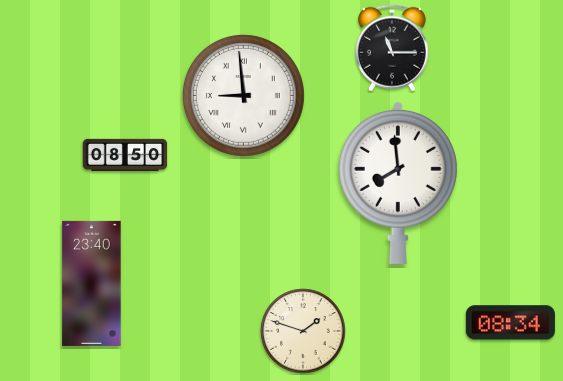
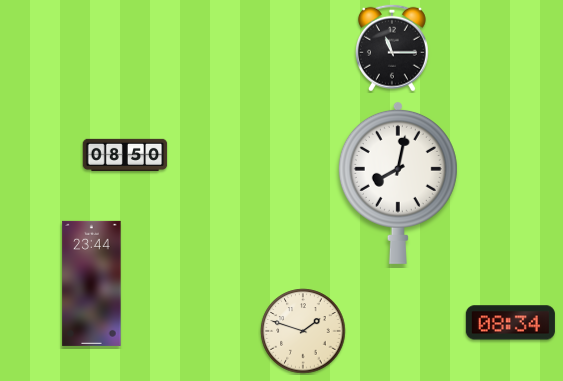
clock at (243, 95): 8:59 -> none
clock at (398, 182): 7:59 -> 8:02
clock at (92, 283): 23:40 -> 23:44
